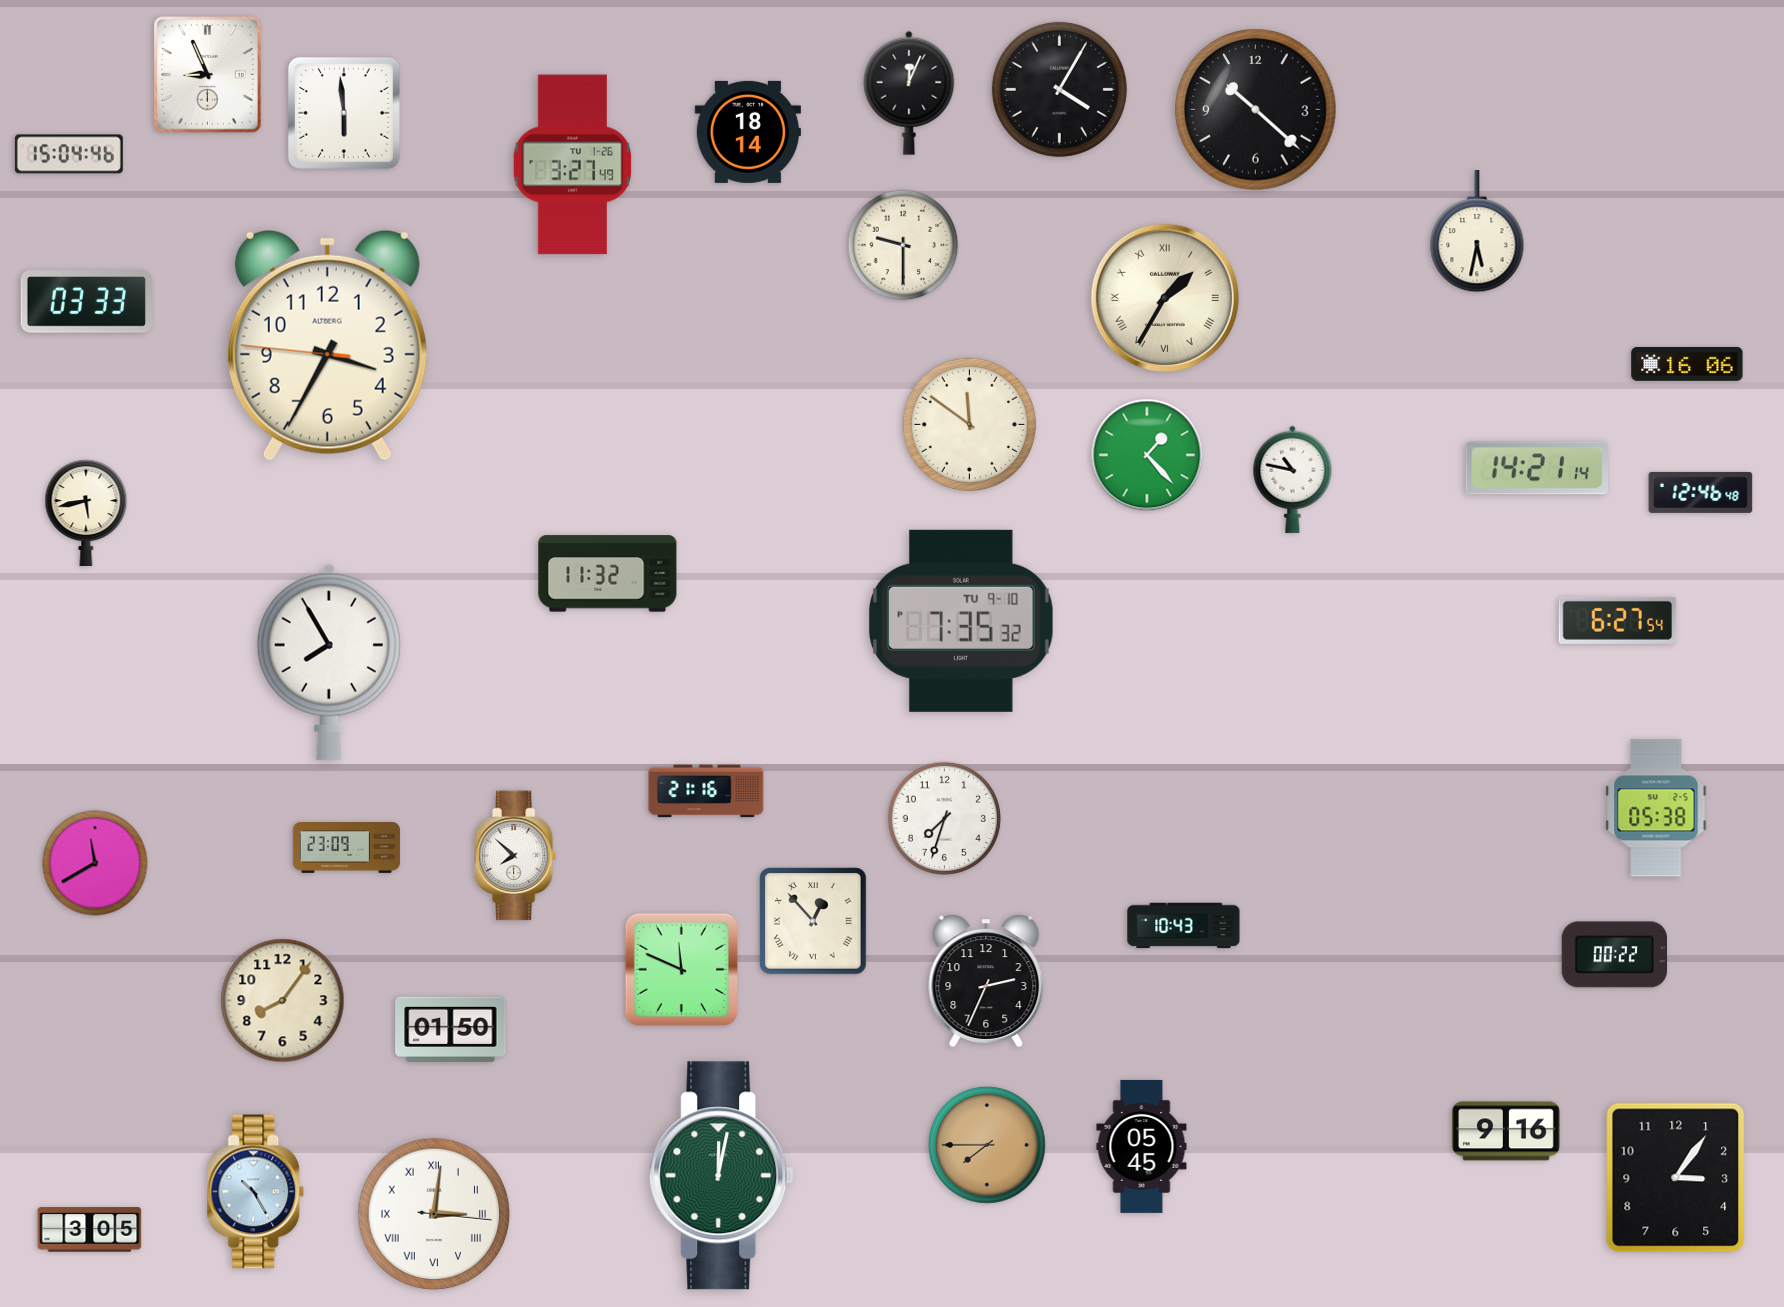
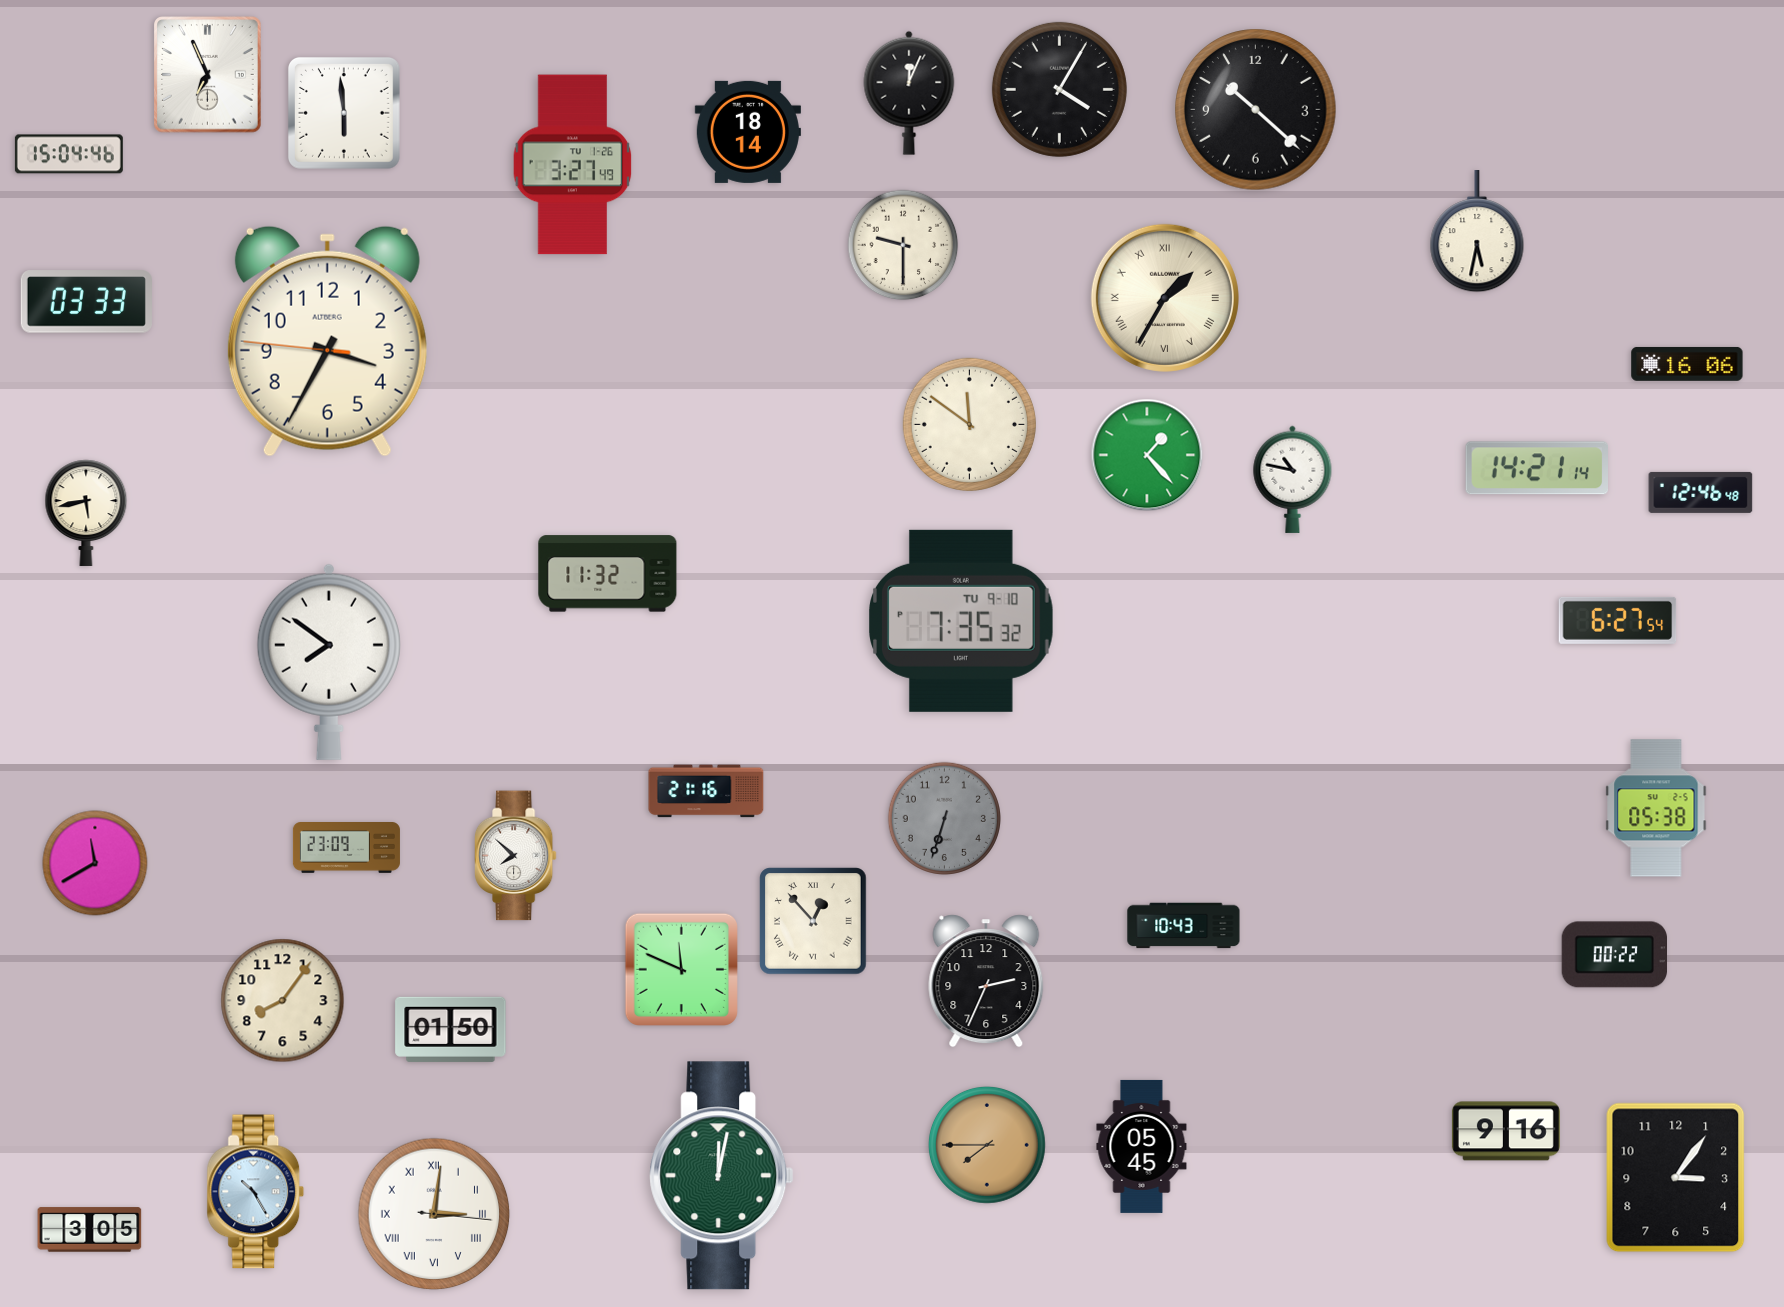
clock at (208, 75): 8:56 -> 6:56
clock at (327, 345) position: (327, 345) -> (327, 341)
clock at (329, 662): 7:55 -> 7:51
clock at (944, 818): 7:33 -> 6:33
clock at (944, 818) dial: white -> grey
